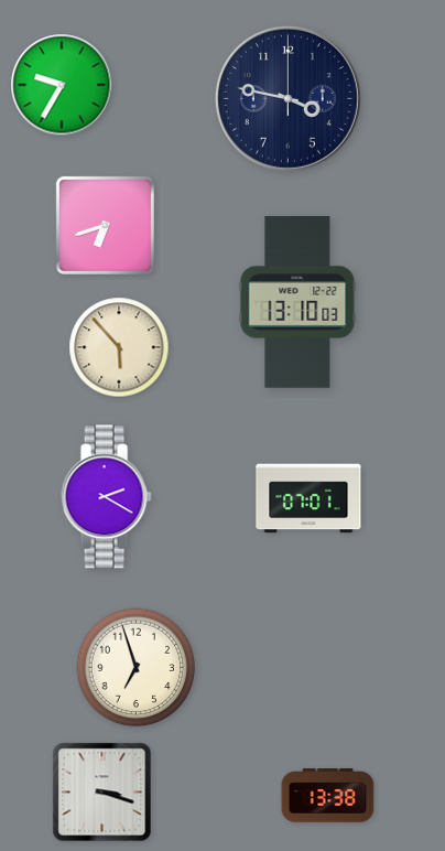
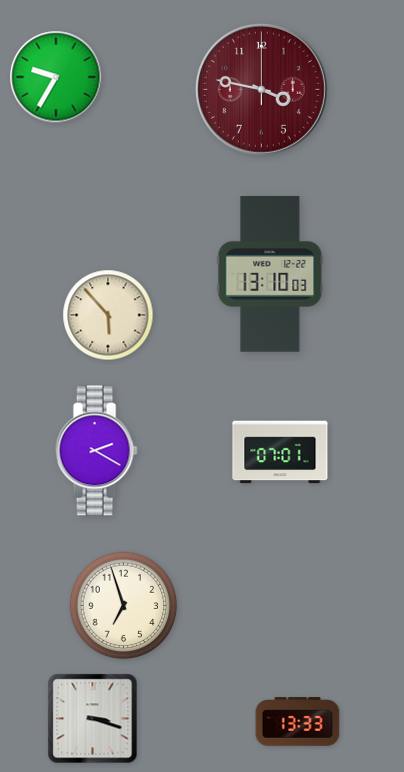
clock at (287, 98) dial: navy -> burgundy
clock at (105, 225): 6:42 -> none
clock at (328, 796): 13:38 -> 13:33
